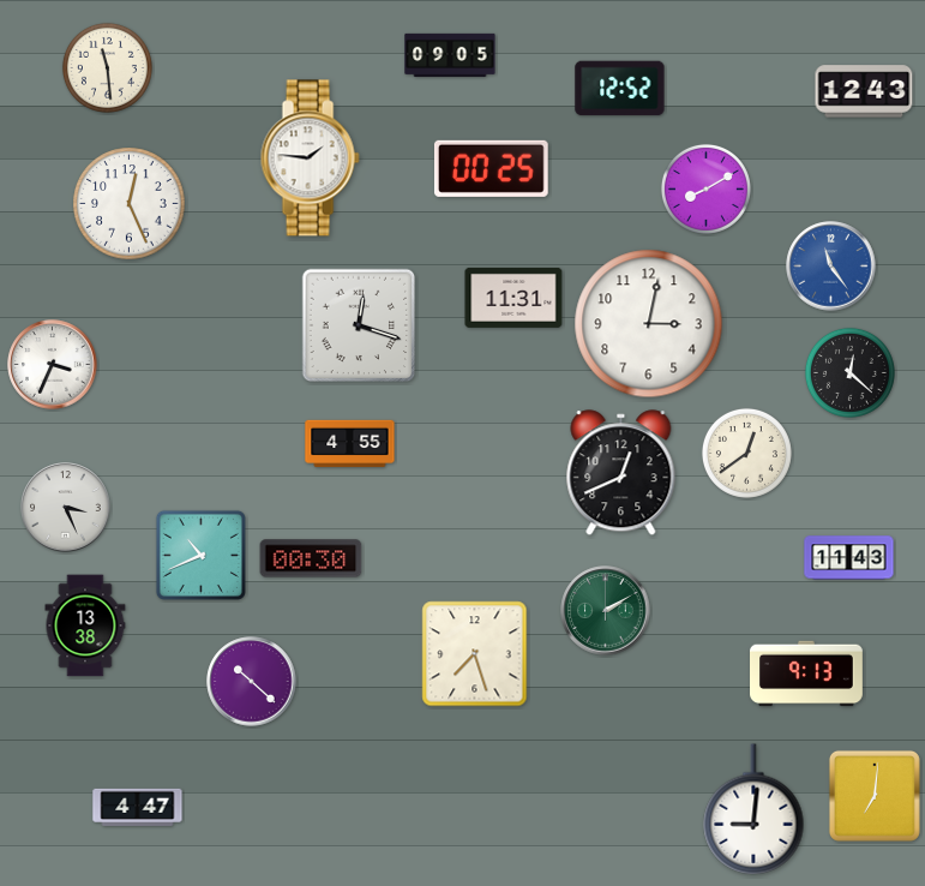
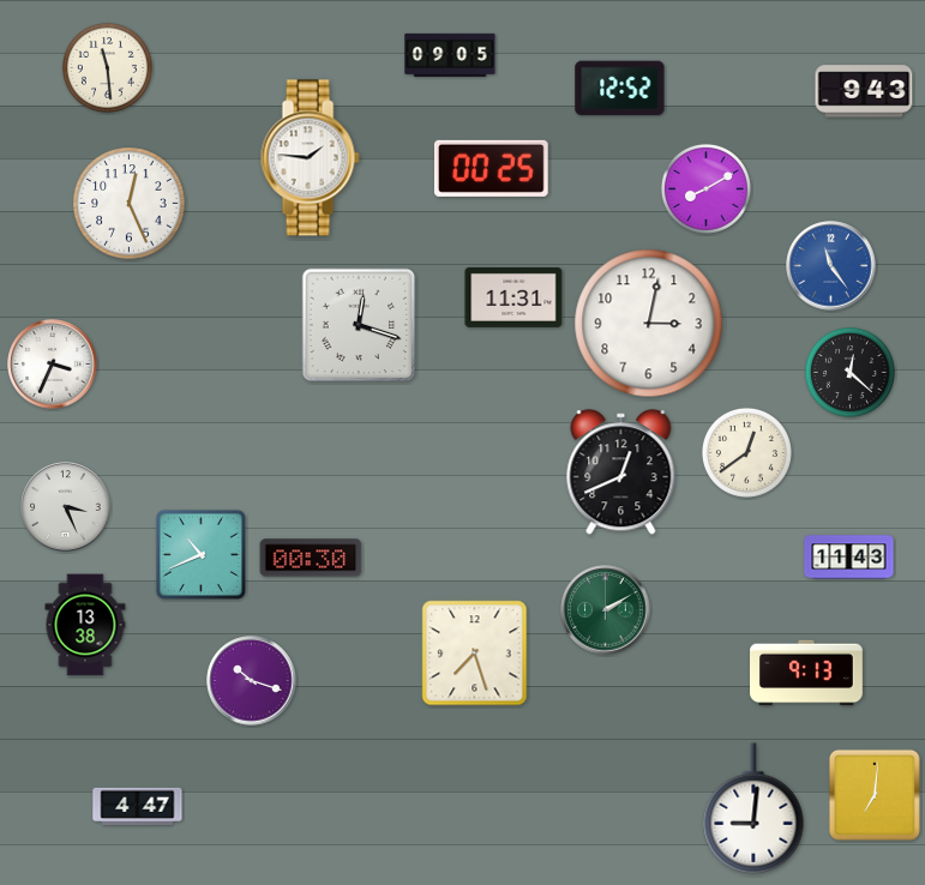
clock at (864, 91): 12:43 -> 9:43
clock at (350, 444): 4:55 -> none
clock at (252, 682): 10:22 -> 10:18
